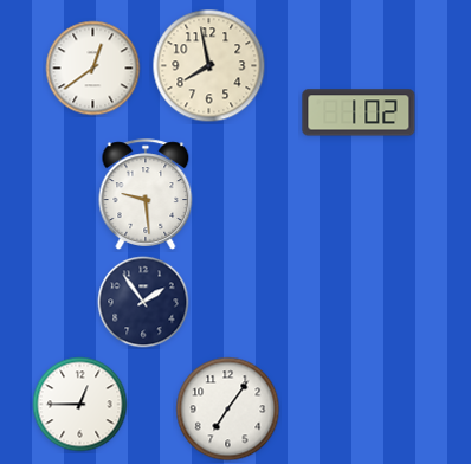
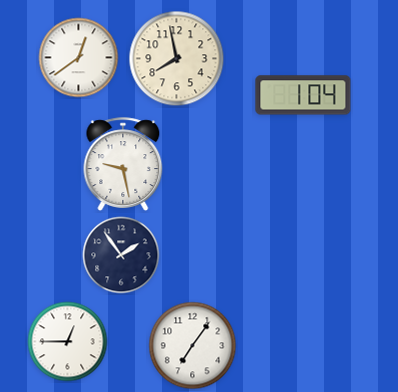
clock at (209, 66) position: (209, 66) -> (177, 59)
clock at (359, 112): 1:02 -> 1:04
clock at (146, 194): 9:29 -> 9:28
